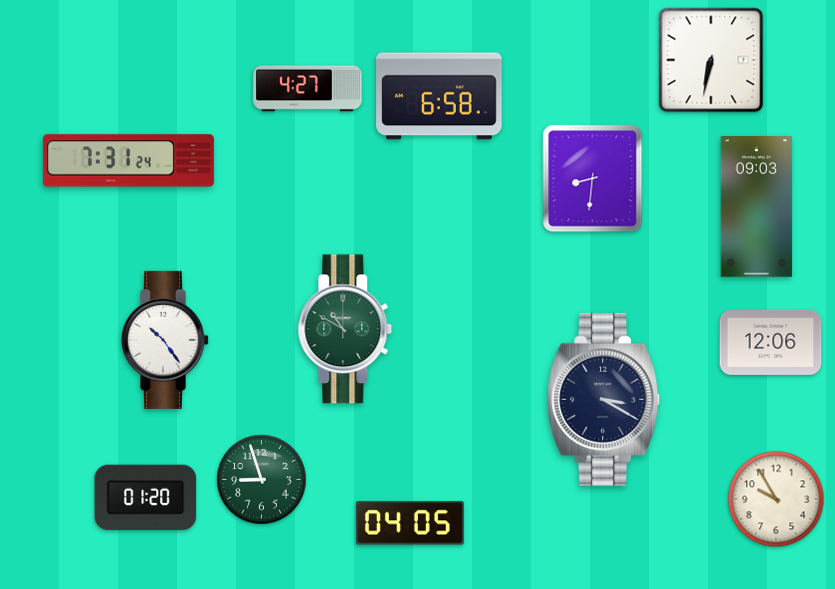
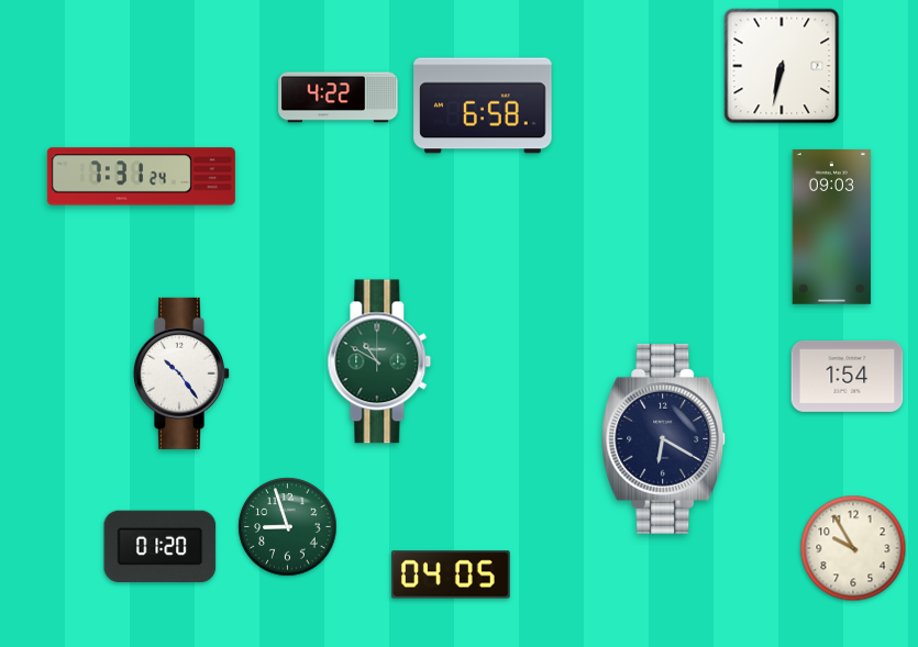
clock at (308, 89): 4:27 -> 4:22
clock at (593, 179): 8:31 -> none
clock at (771, 342): 12:06 -> 1:54
clock at (604, 399): 3:20 -> 6:20
